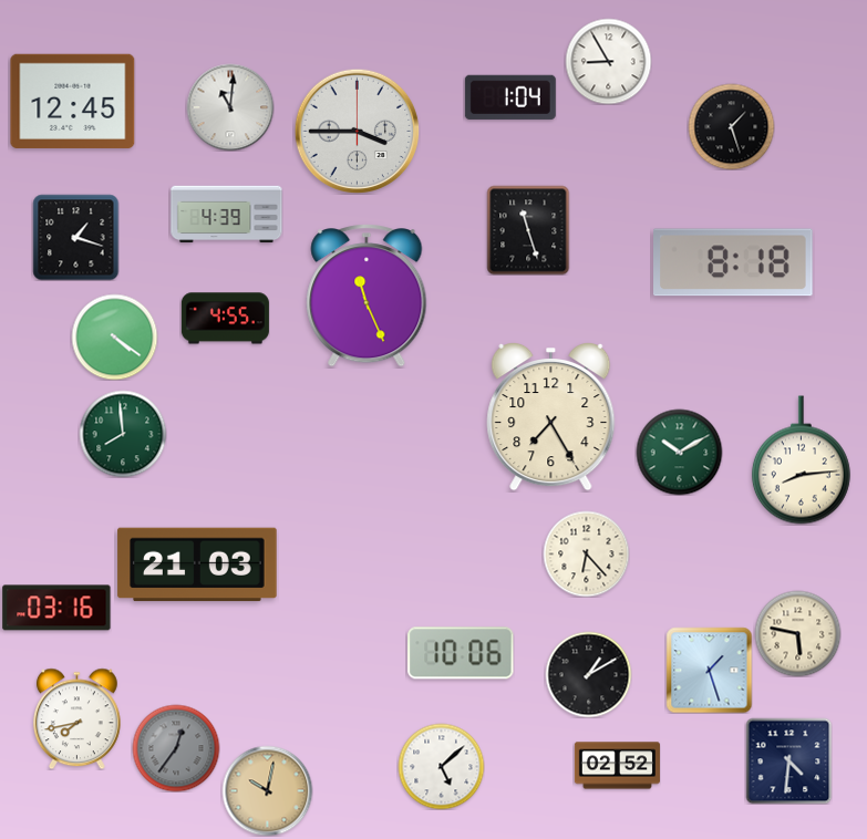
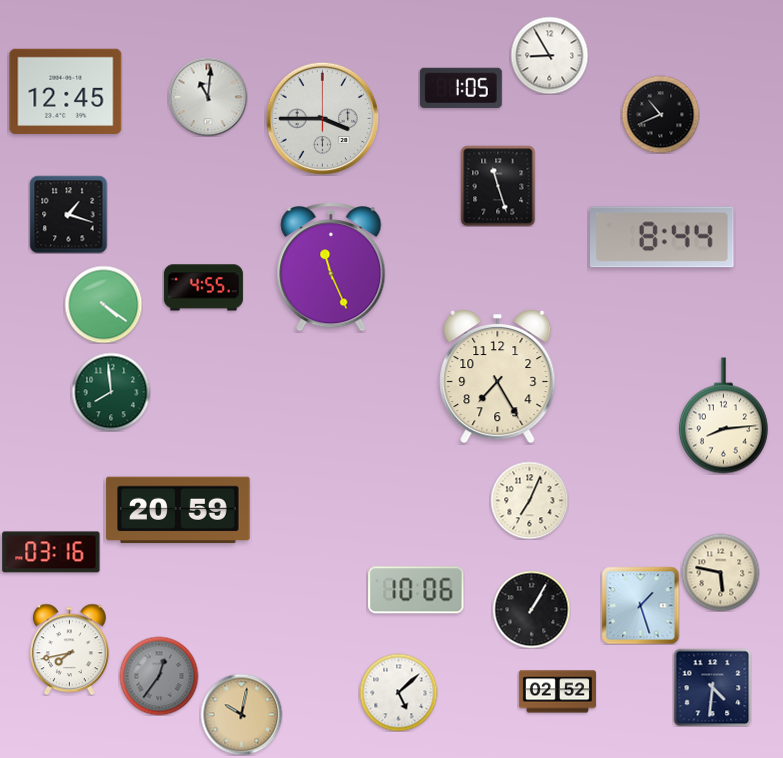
clock at (510, 97): 1:04 -> 1:05
clock at (731, 126): 1:27 -> 10:41
clock at (227, 215): 4:39 -> none
clock at (528, 230) position: (528, 230) -> (498, 186)
clock at (734, 262): 8:18 -> 8:44
clock at (679, 452): 10:10 -> none
clock at (586, 553): 6:23 -> 7:04
clock at (197, 564): 21:03 -> 20:59
clock at (56, 608) position: (56, 608) -> (51, 552)
clock at (588, 674): 1:10 -> 1:05
